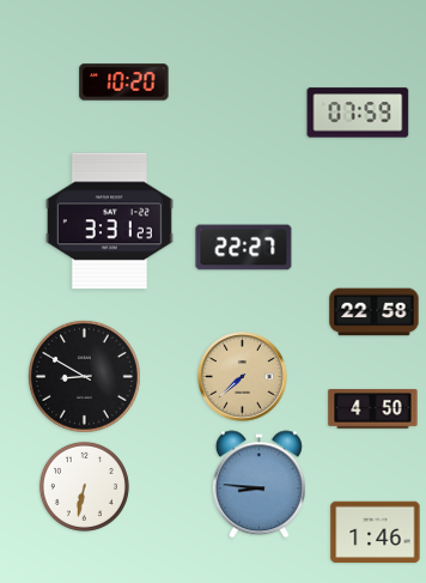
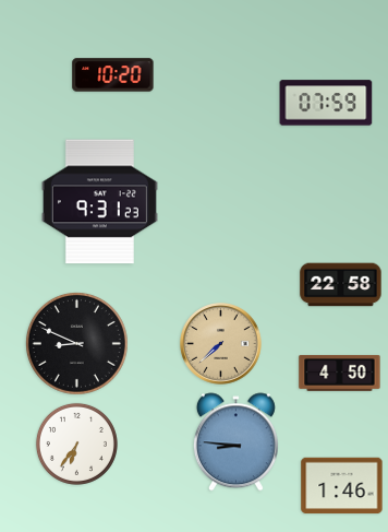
clock at (109, 221): 3:31 -> 9:31
clock at (244, 248): 22:27 -> none
clock at (85, 377): 8:50 -> 8:49
clock at (84, 486): 6:32 -> 6:36
